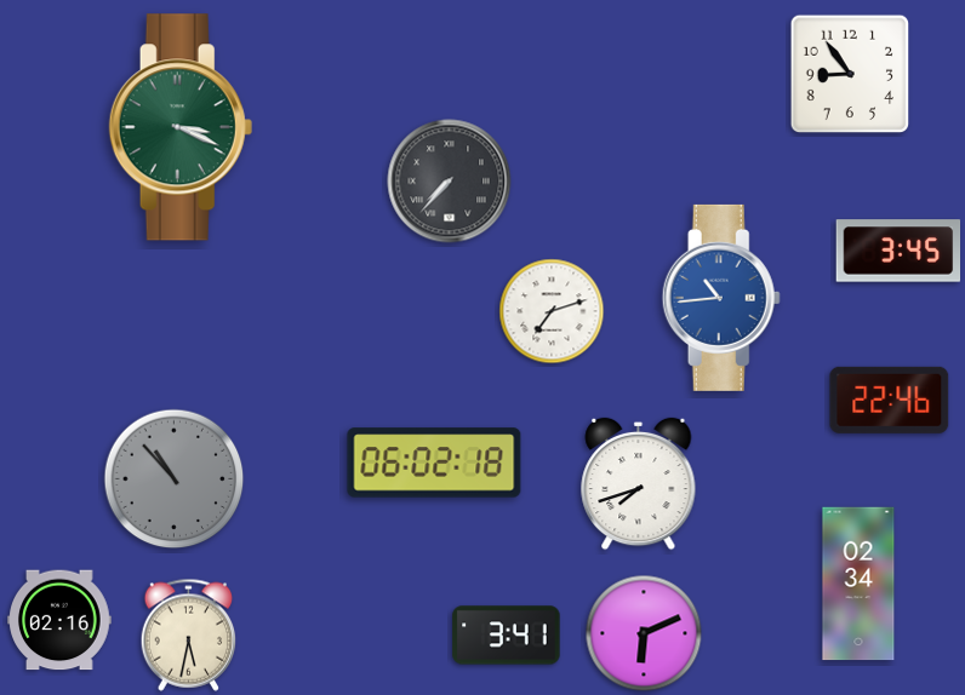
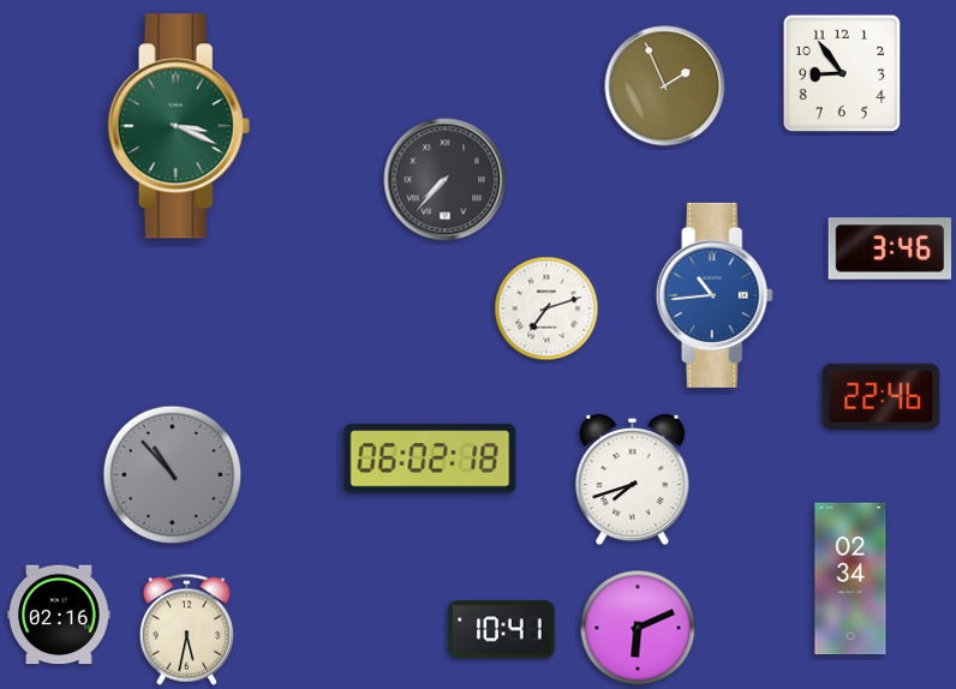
clock at (665, 86): none -> 1:56
clock at (898, 251): 3:45 -> 3:46
clock at (507, 636): 3:41 -> 10:41
